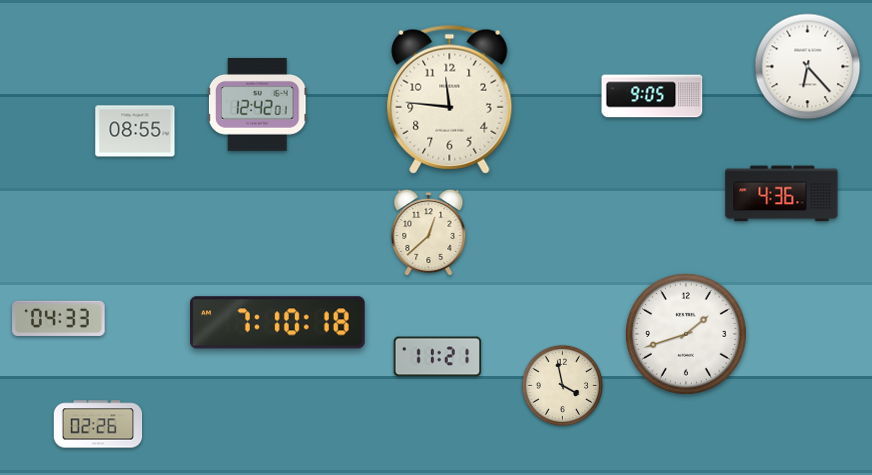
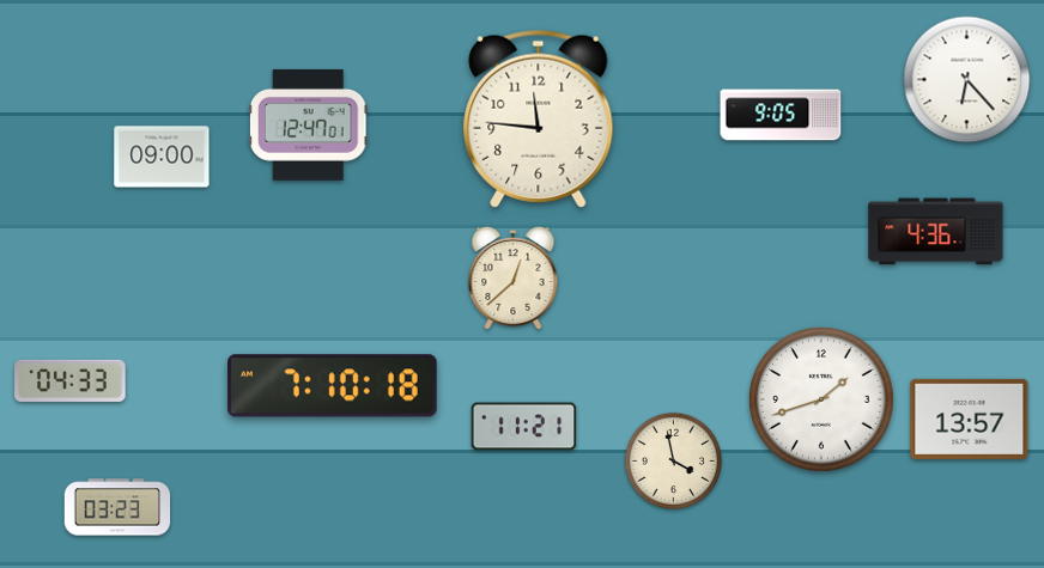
clock at (257, 104): 12:42 -> 12:47
clock at (135, 131): 08:55 -> 09:00
clock at (970, 419): none -> 13:57
clock at (98, 424): 02:26 -> 03:23
